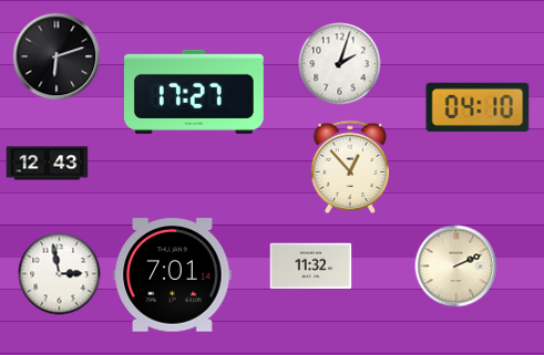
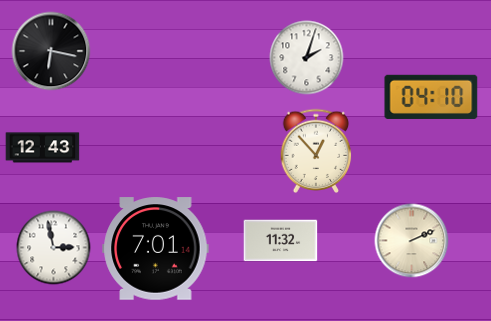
clock at (57, 56): 6:12 -> 6:17
clock at (194, 92): 17:27 -> none
